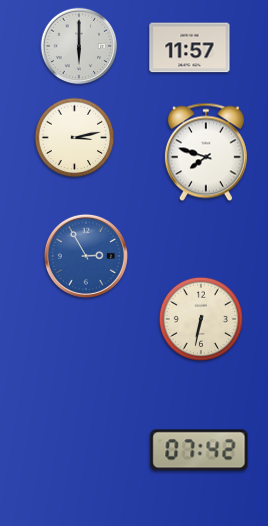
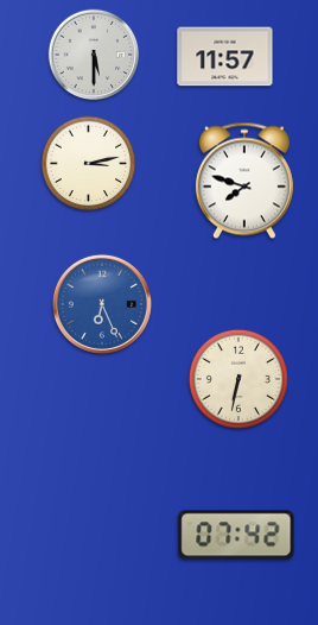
clock at (79, 46): 6:00 -> 5:30
clock at (86, 256): 2:55 -> 6:26
